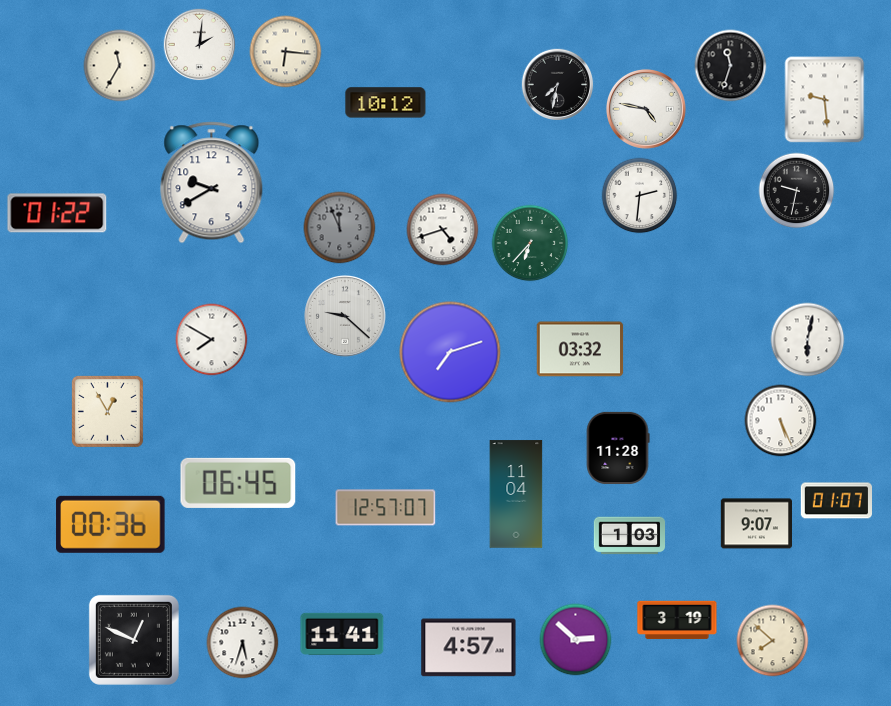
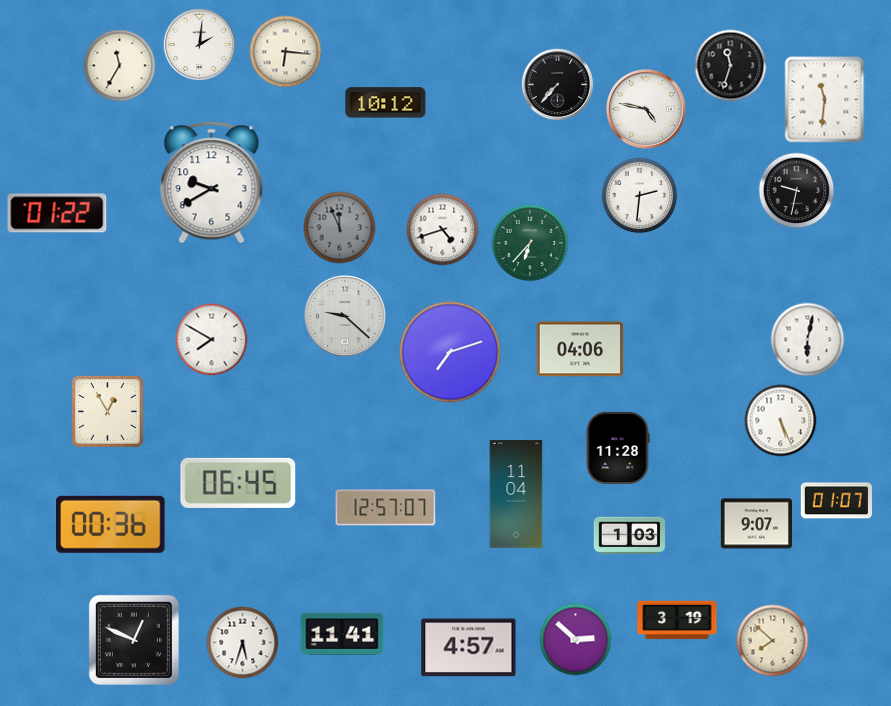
clock at (558, 85): 7:32 -> 7:37
clock at (825, 100): 9:29 -> 11:31
clock at (580, 349): 03:32 -> 04:06
